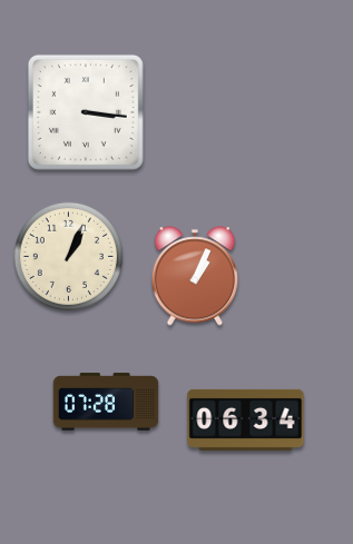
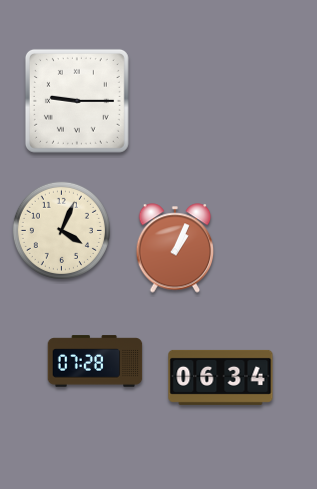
clock at (86, 112): 3:16 -> 9:15
clock at (68, 256): 1:04 -> 4:04
